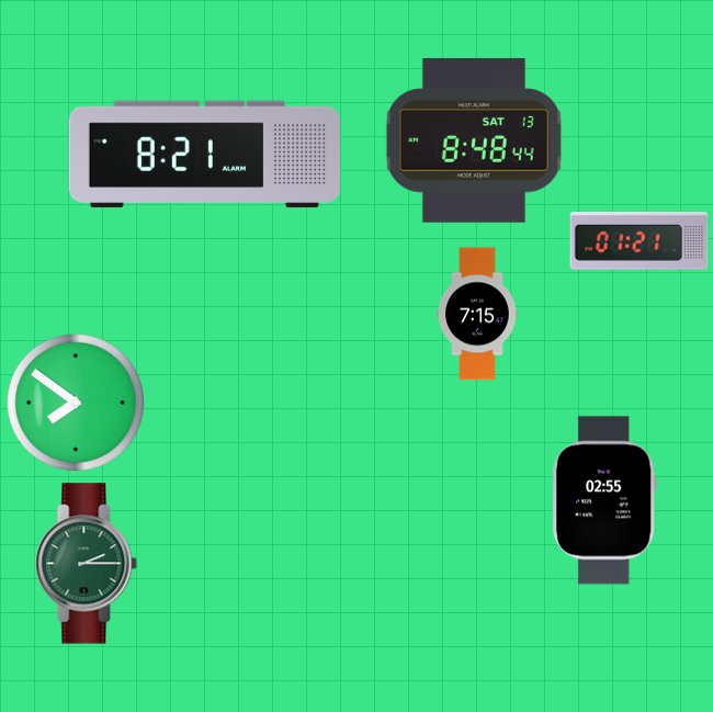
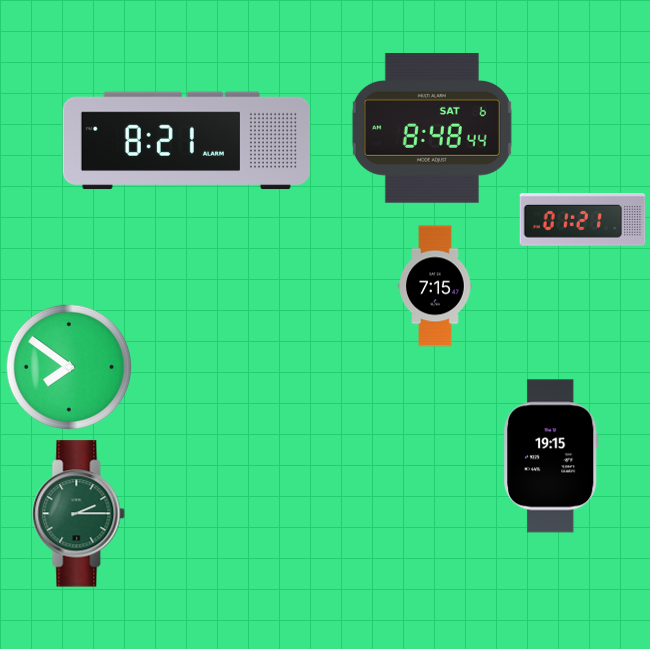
clock at (474, 142) date: SAT 13 -> SAT 6
clock at (606, 500): 02:55 -> 19:15
